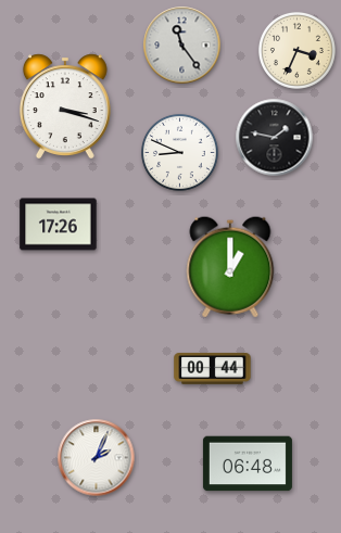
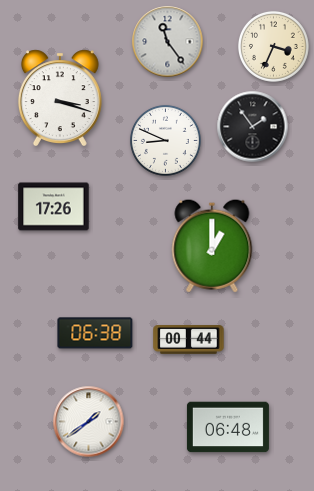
clock at (275, 138): 1:47 -> 1:54
clock at (95, 333): none -> 06:38
clock at (213, 369) position: (213, 369) -> (189, 340)
clock at (97, 458): 2:04 -> 1:39
